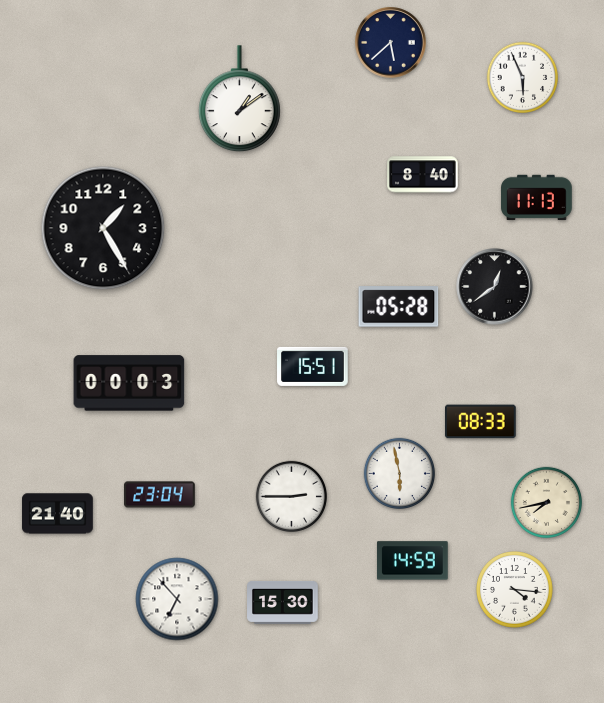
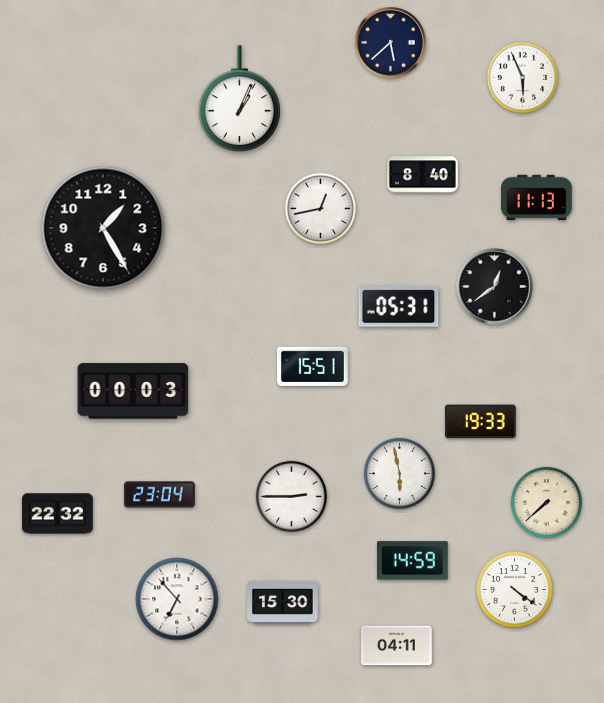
clock at (239, 99): 1:09 -> 1:04
clock at (320, 208): none -> 12:43
clock at (399, 307): 05:28 -> 05:31
clock at (129, 383) position: (129, 383) -> (133, 391)
clock at (481, 422): 08:33 -> 19:33
clock at (546, 502): 7:43 -> 7:38
clock at (58, 514): 21:40 -> 22:32
clock at (515, 590): 4:16 -> 4:21
clock at (397, 646): none -> 04:11
